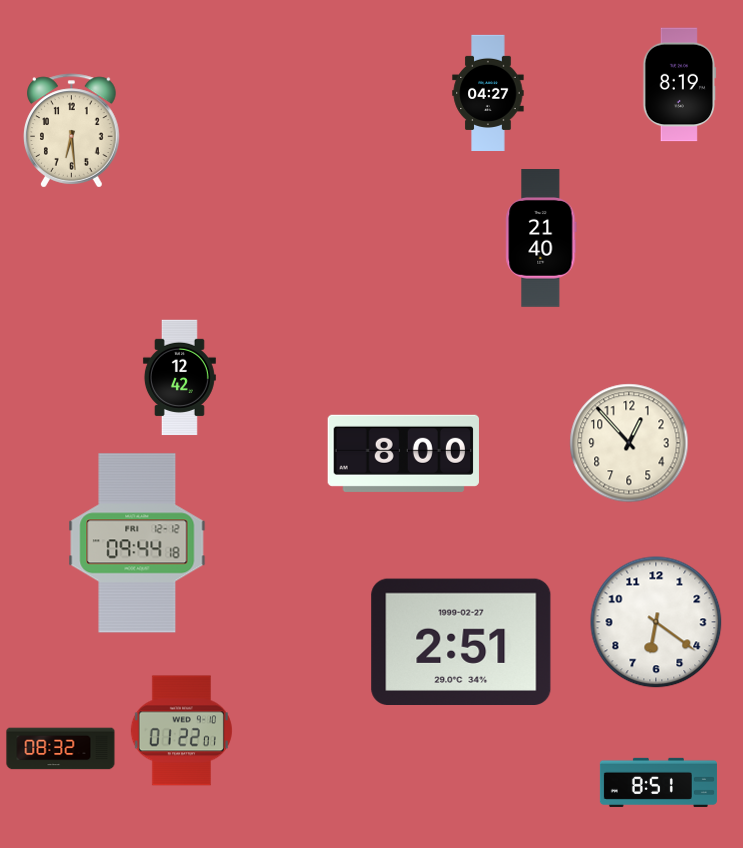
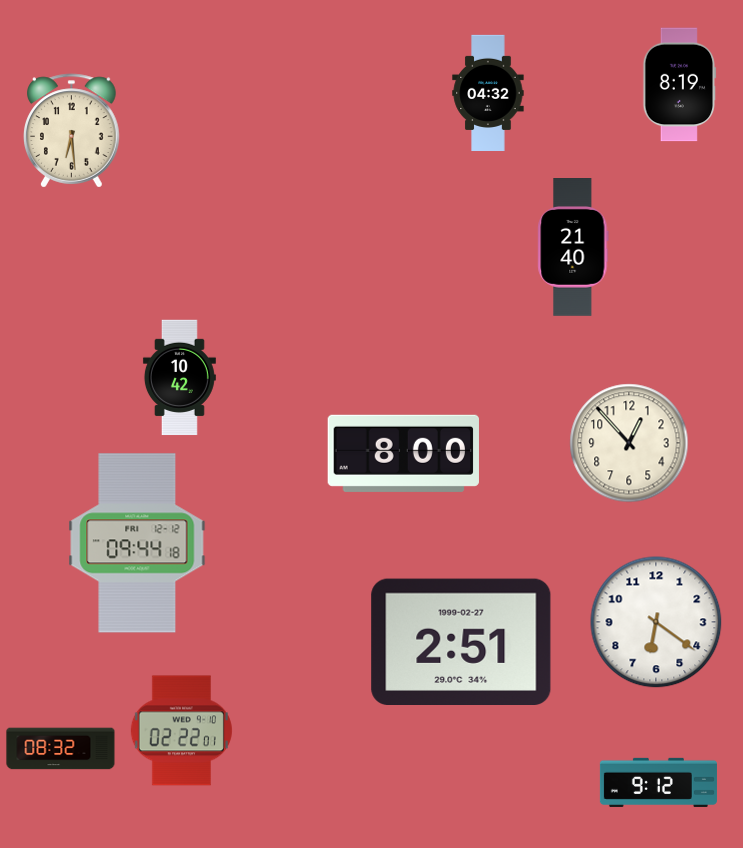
clock at (488, 92): 04:27 -> 04:32
clock at (541, 239) position: (541, 239) -> (573, 248)
clock at (179, 378): 12:42 -> 10:42
clock at (181, 731): 01:22 -> 02:22
clock at (658, 782): 8:51 -> 9:12
